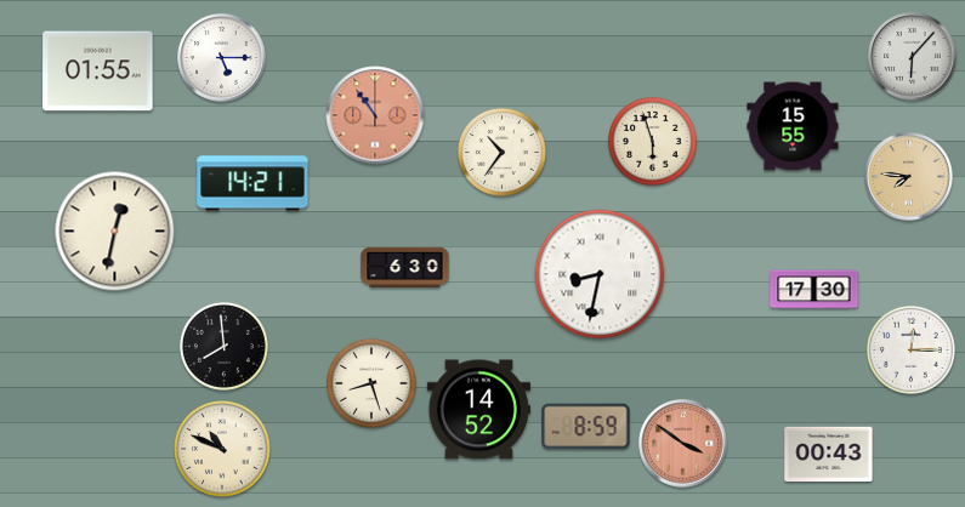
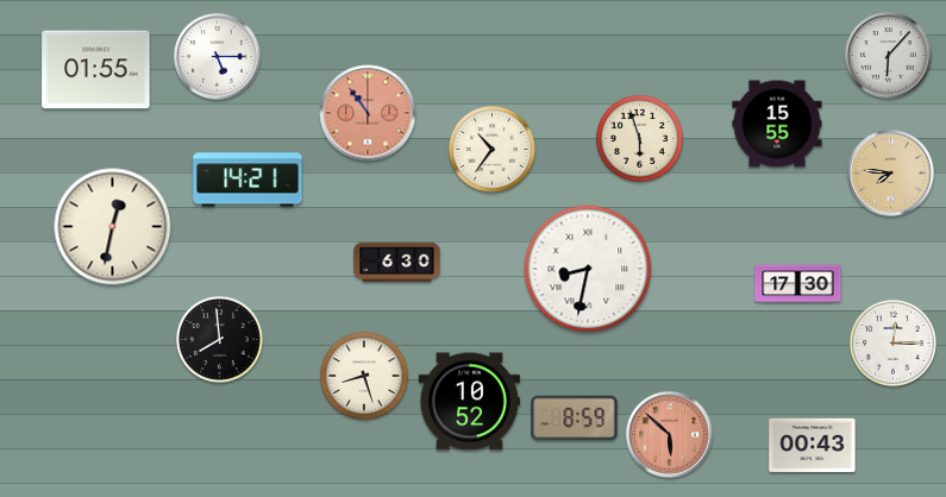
clock at (913, 57) position: (913, 57) -> (889, 56)
clock at (478, 410): 14:52 -> 10:52
clock at (683, 444): 3:51 -> 5:52
clock at (222, 449): 10:49 -> none
